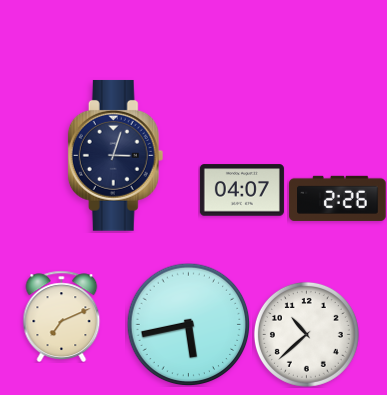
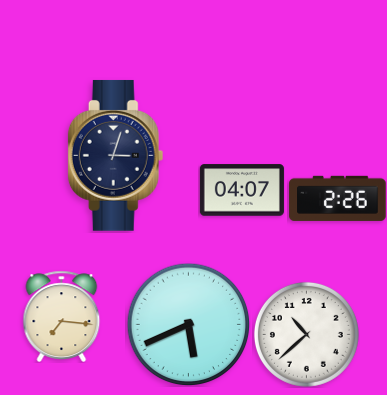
clock at (62, 316): 7:11 -> 7:16
clock at (188, 324): 5:43 -> 5:41
